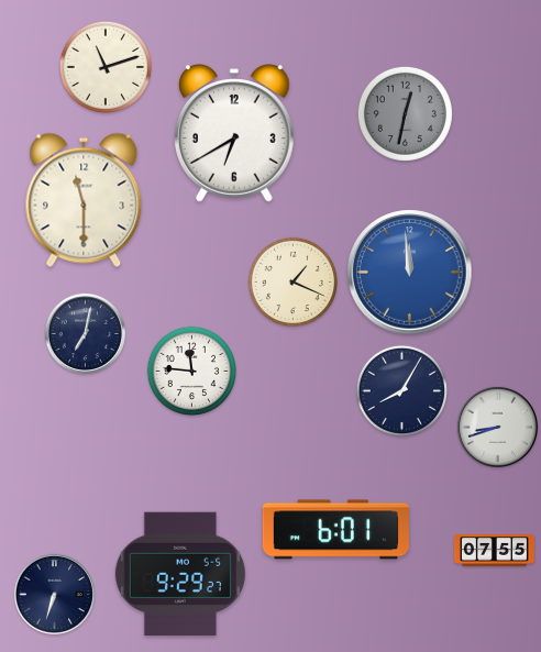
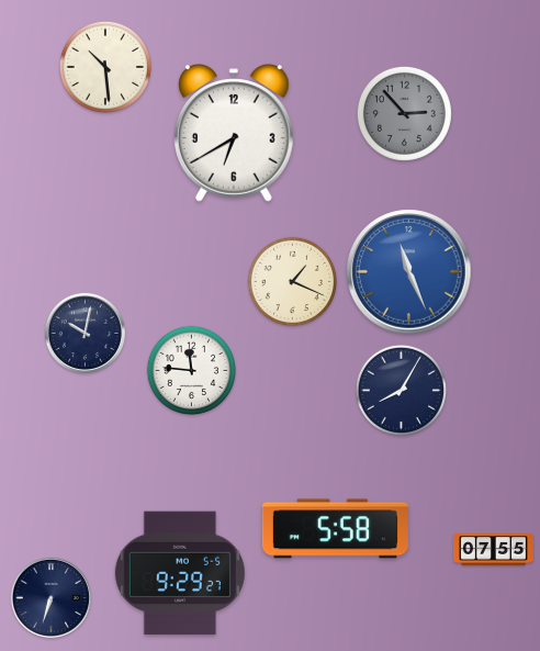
clock at (106, 67): 11:12 -> 10:29
clock at (405, 113): 12:32 -> 2:53
clock at (84, 200): 11:30 -> none
clock at (410, 273): 11:59 -> 11:26
clock at (85, 333): 7:02 -> 10:02
clock at (497, 427): 8:42 -> none
clock at (335, 530): 6:01 -> 5:58
clock at (54, 594) position: (54, 594) -> (50, 597)
